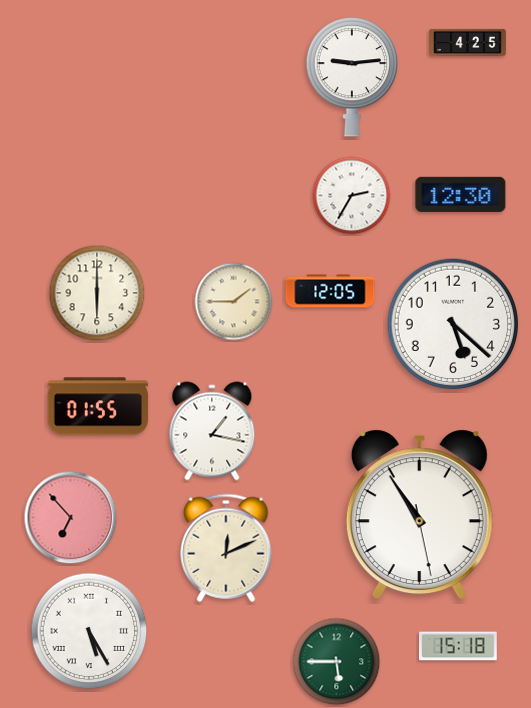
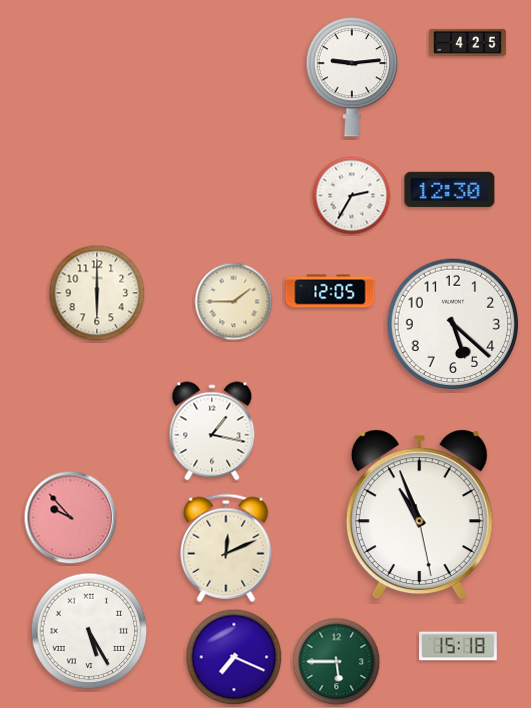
clock at (461, 194) position: (461, 194) -> (450, 189)
clock at (98, 406): 01:55 -> none
clock at (419, 515): 10:54 -> 10:56
clock at (71, 518): 6:53 -> 9:53
clock at (234, 657): none -> 7:19
